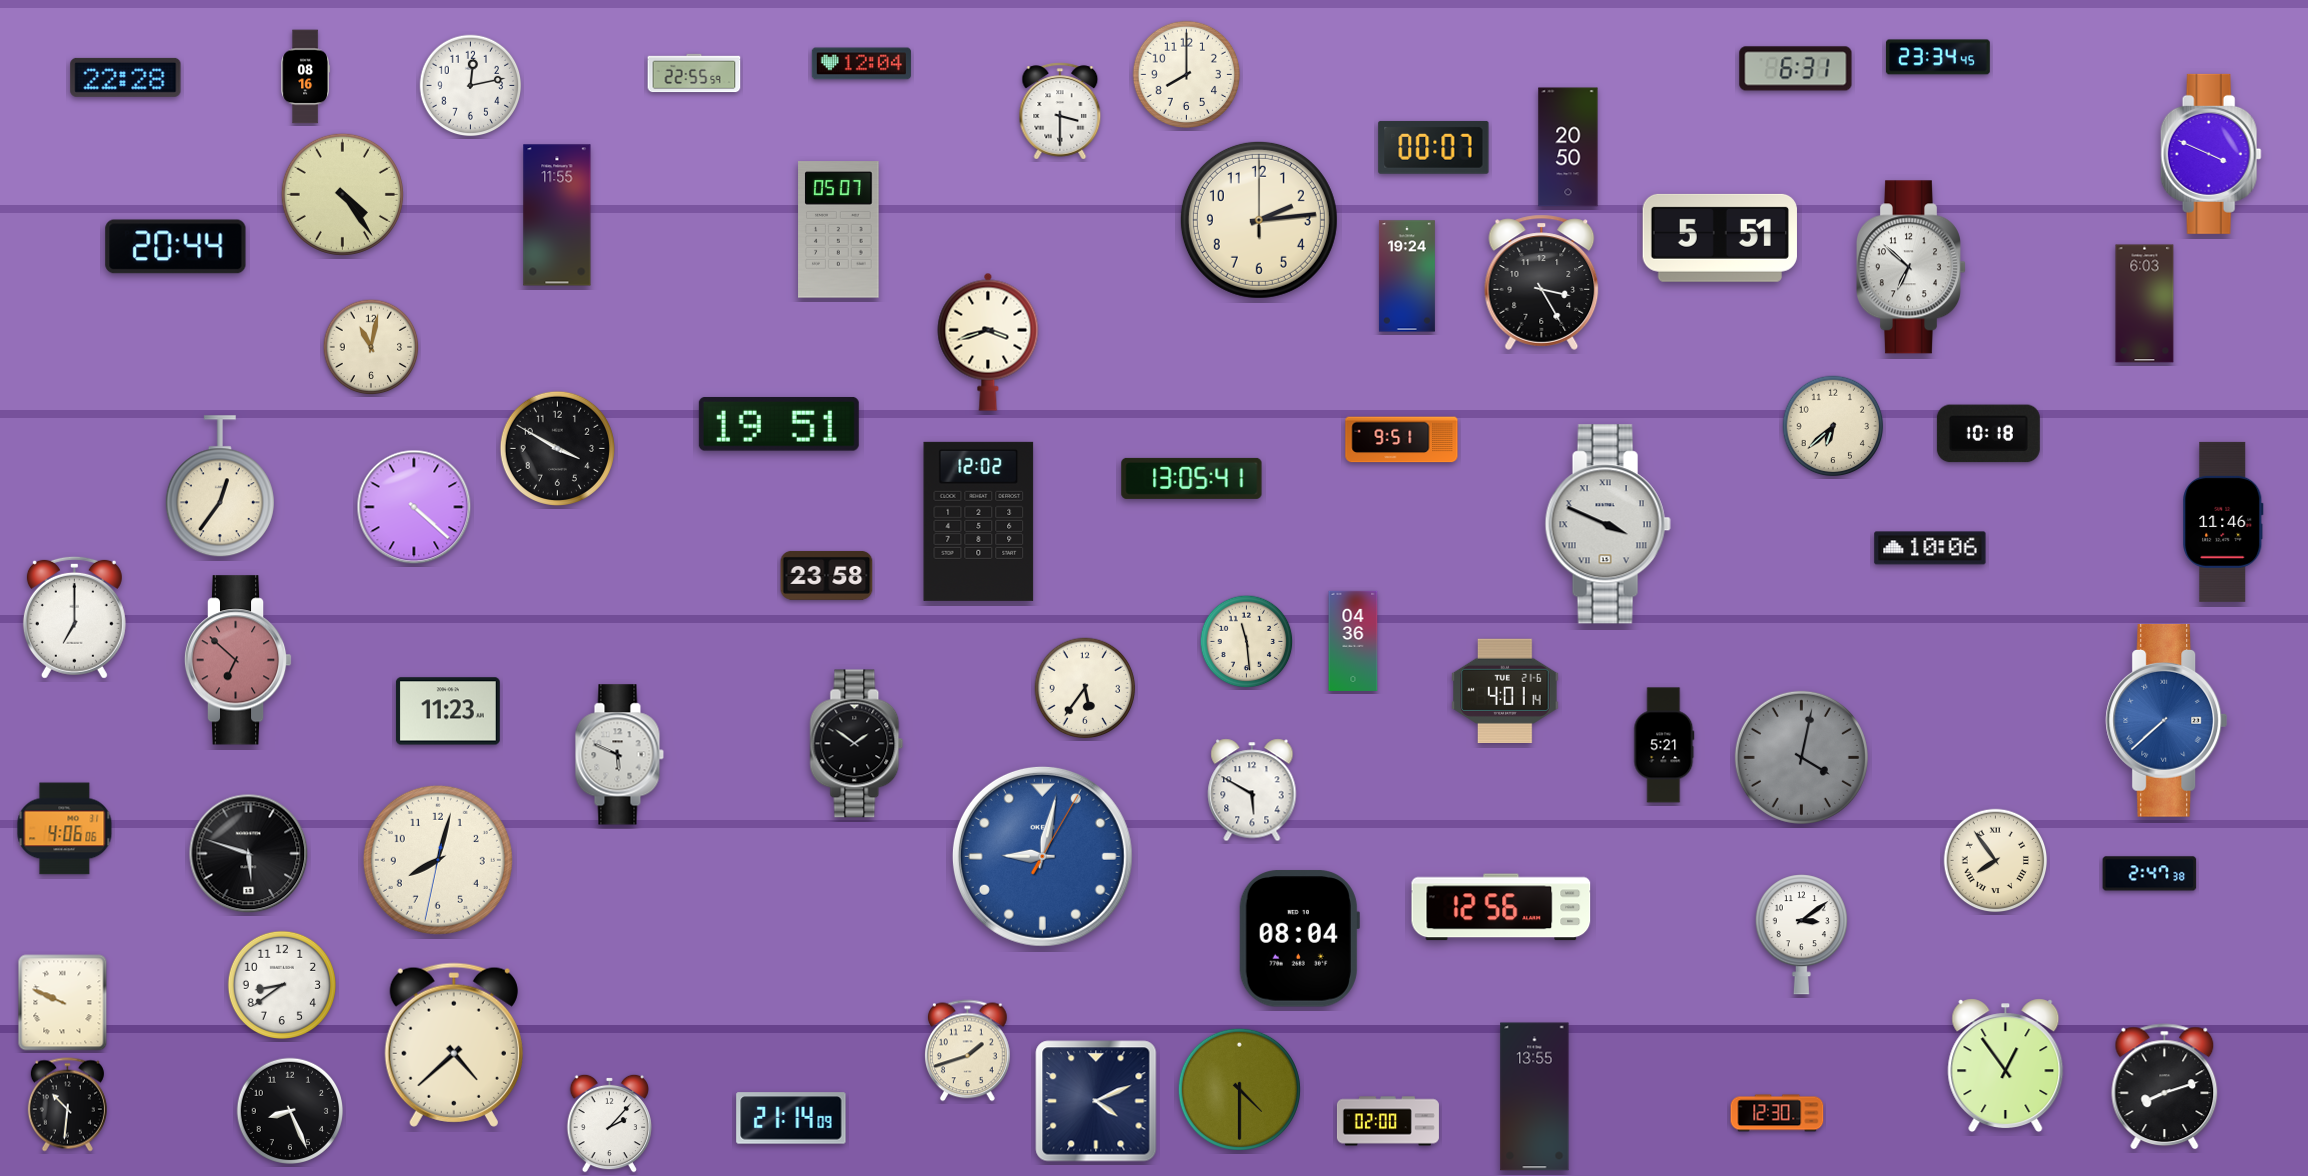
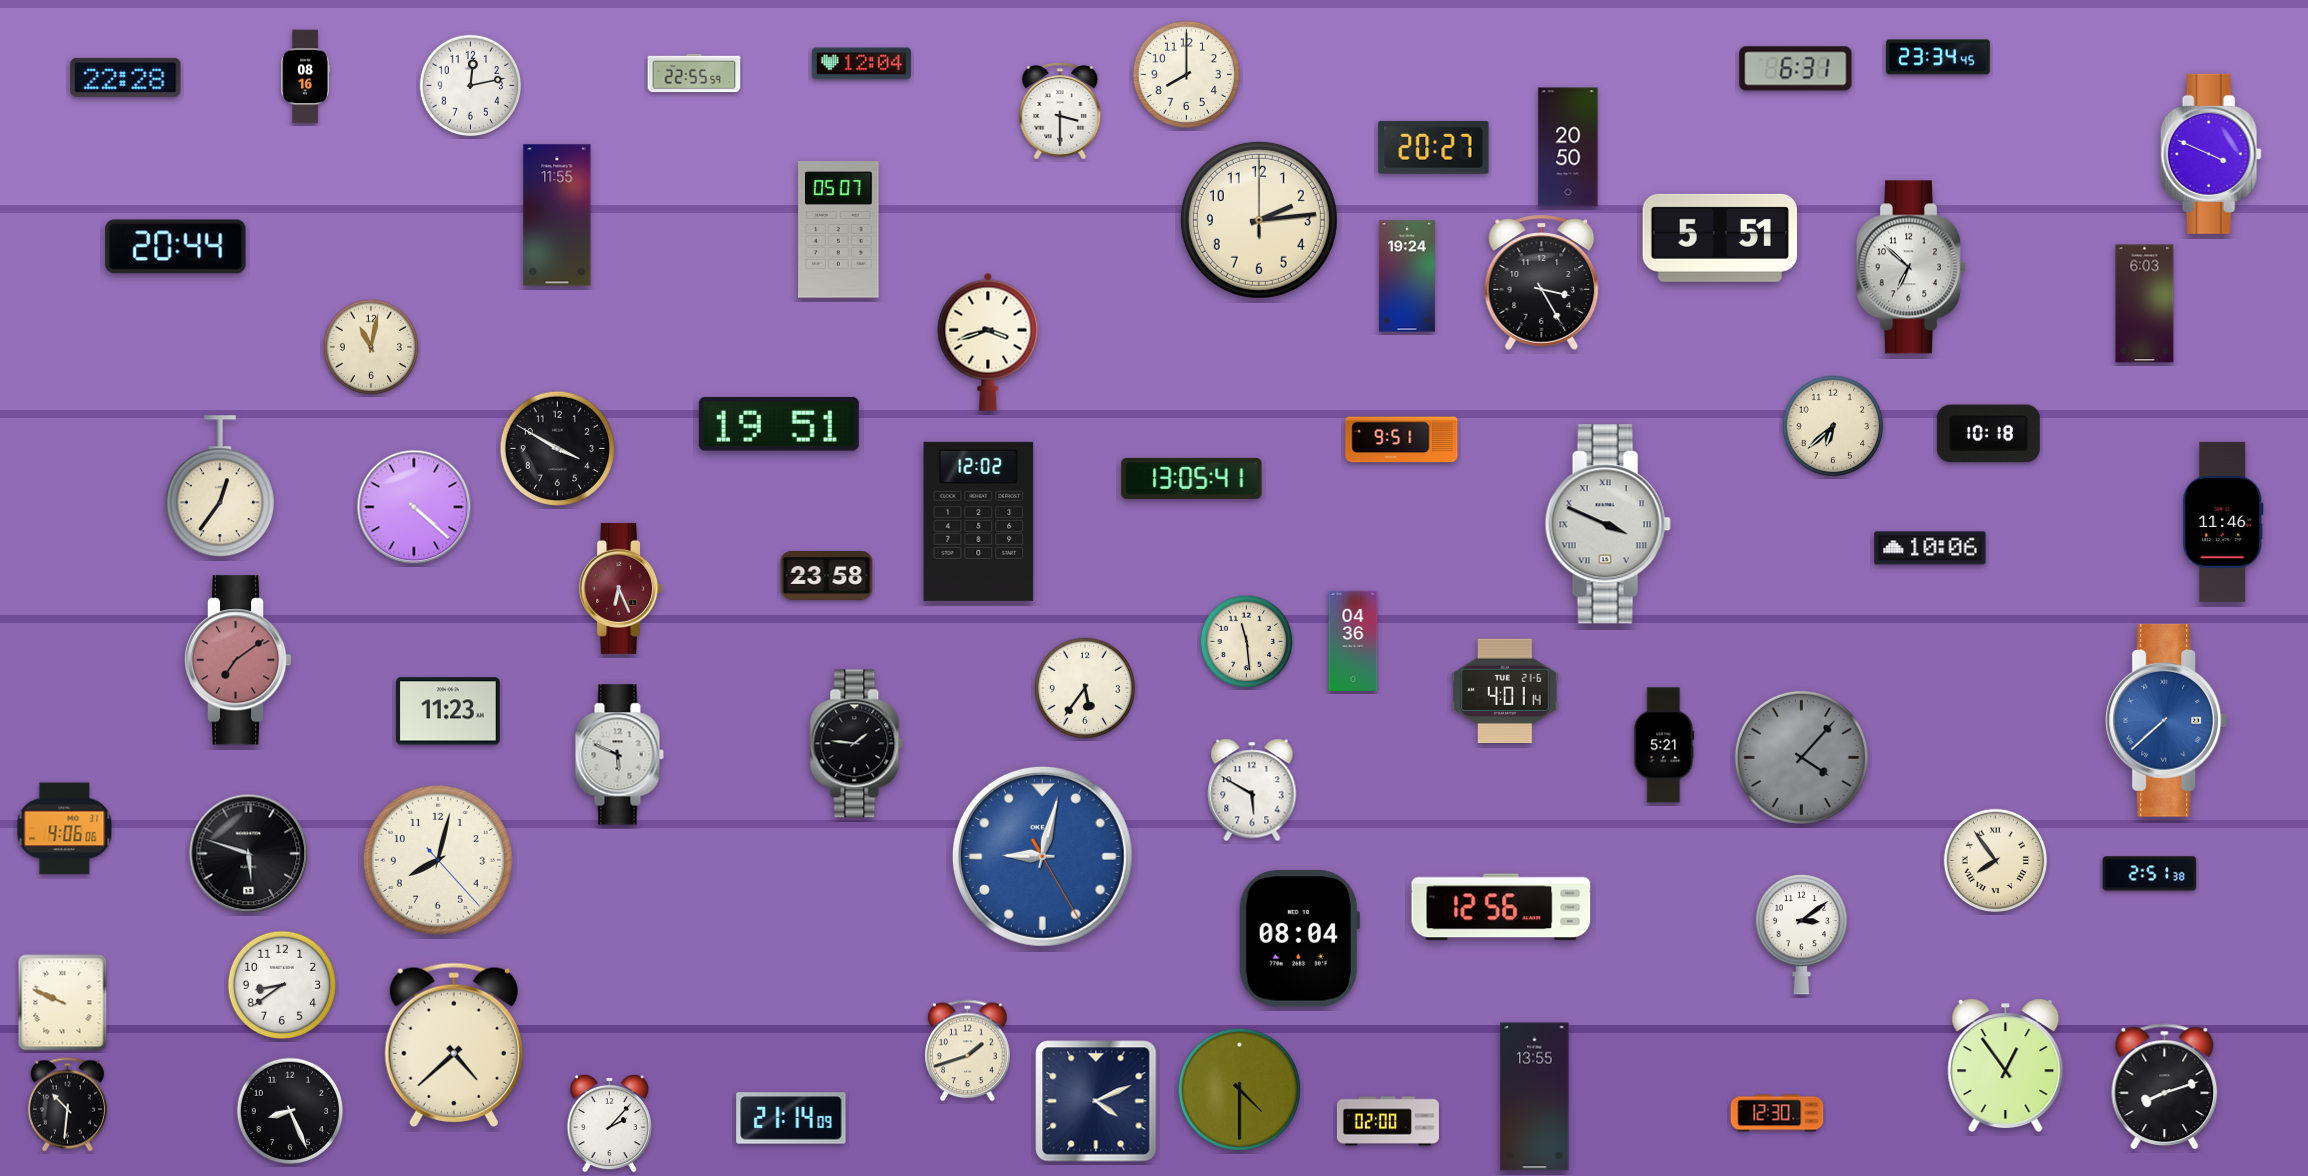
clock at (1434, 147): 00:07 -> 20:27
clock at (342, 194): 4:24 -> none
clock at (621, 588): none -> 6:26
clock at (74, 617): 7:00 -> none
clock at (238, 660): 6:52 -> 7:09
clock at (857, 744): 1:51 -> 1:46
clock at (1801, 757): 4:02 -> 4:07
clock at (1042, 856): 9:02:05 -> 9:02:25
clock at (438, 860): 8:02:32 -> 8:02:23
clock at (2150, 874): 2:47 -> 2:51
